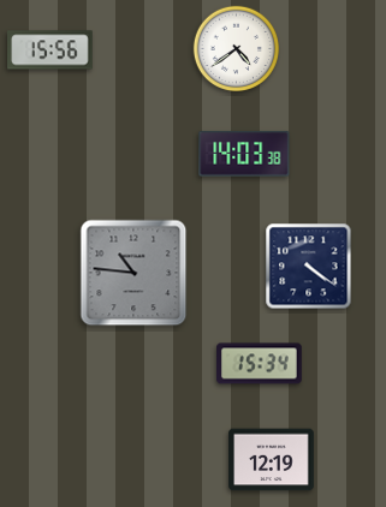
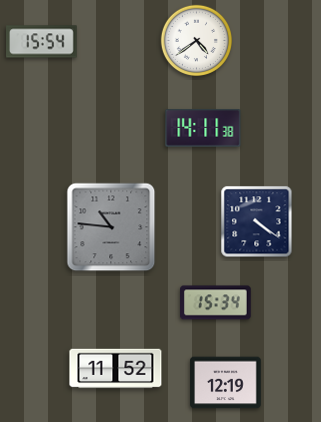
clock at (51, 50): 15:56 -> 15:54
clock at (244, 154): 14:03 -> 14:11
clock at (116, 369): none -> 11:52
